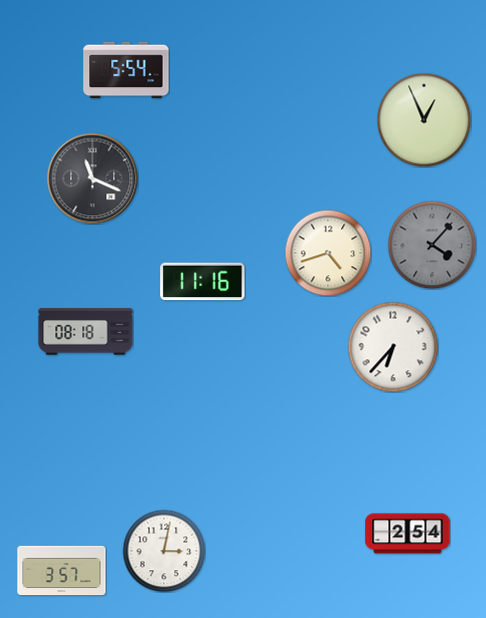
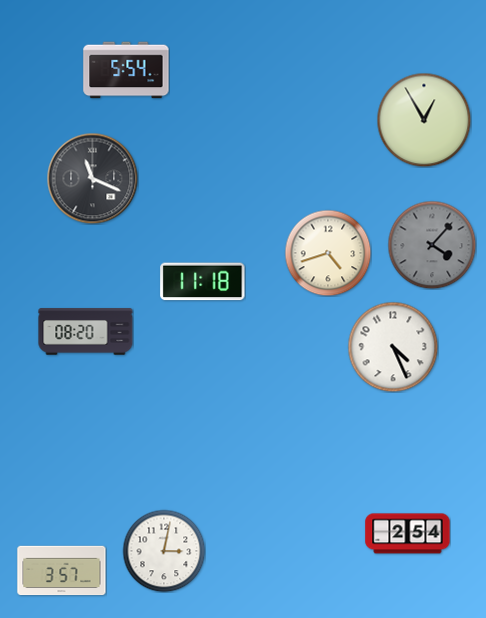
clock at (424, 120): 12:56 -> 12:55
clock at (203, 282): 11:16 -> 11:18
clock at (86, 332): 08:18 -> 08:20
clock at (393, 347): 6:37 -> 4:26
